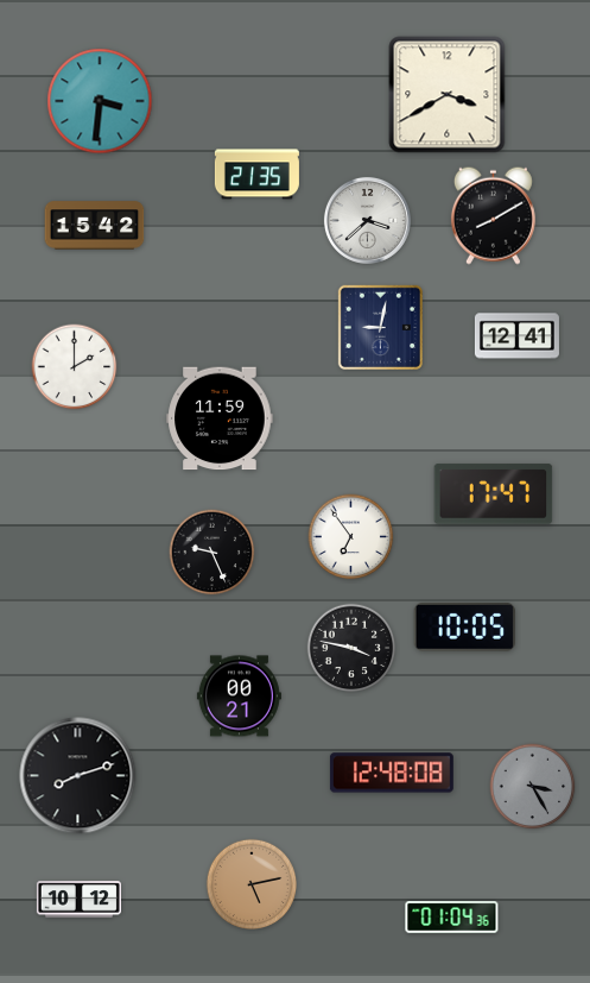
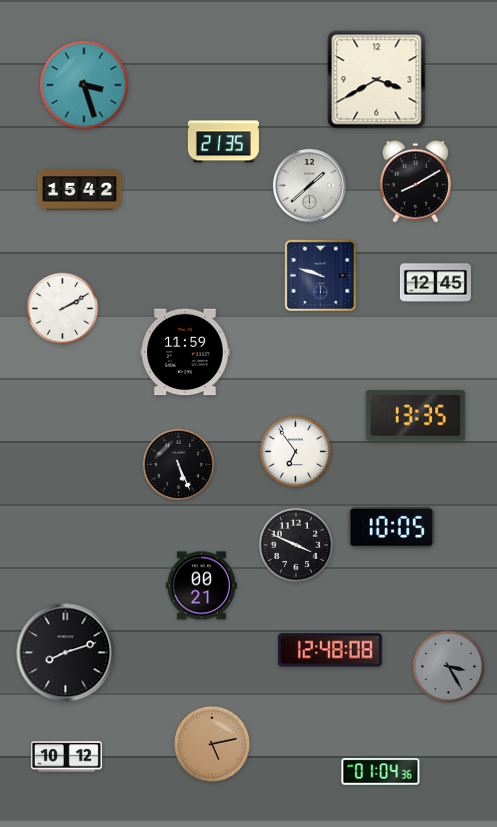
clock at (100, 101): 3:31 -> 3:27
clock at (256, 175) position: (256, 175) -> (223, 142)
clock at (367, 220): 3:38 -> 1:38
clock at (380, 327): 9:02 -> 9:48
clock at (516, 336): 12:41 -> 12:45
clock at (75, 367): 2:00 -> 2:10
clock at (494, 494): 17:47 -> 13:35
clock at (212, 553): 9:26 -> 5:26
clock at (351, 648): 3:47 -> 3:49
clock at (533, 787) position: (533, 787) -> (449, 667)
